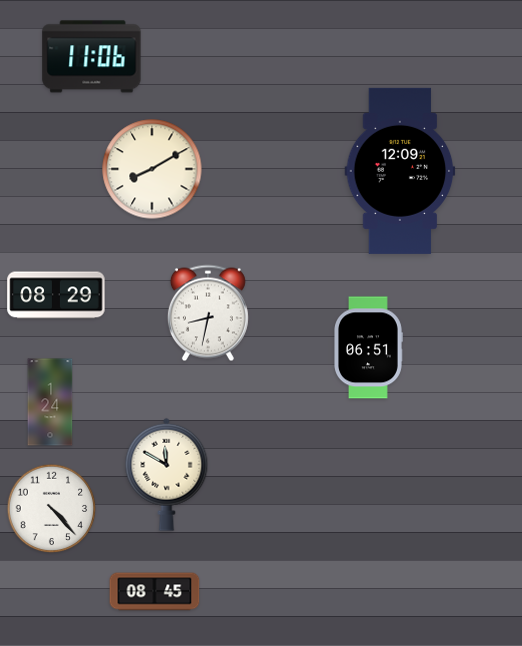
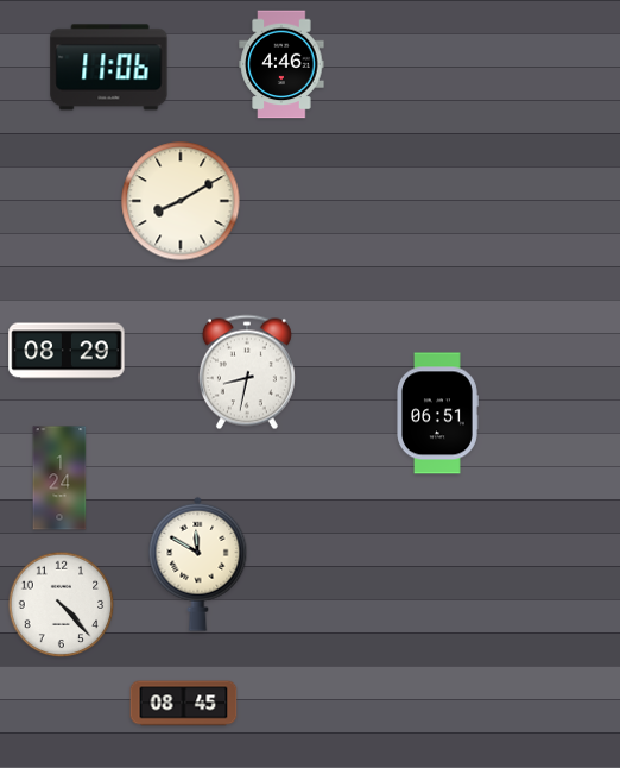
clock at (281, 64): none -> 4:46
clock at (400, 171): 12:09 -> none
